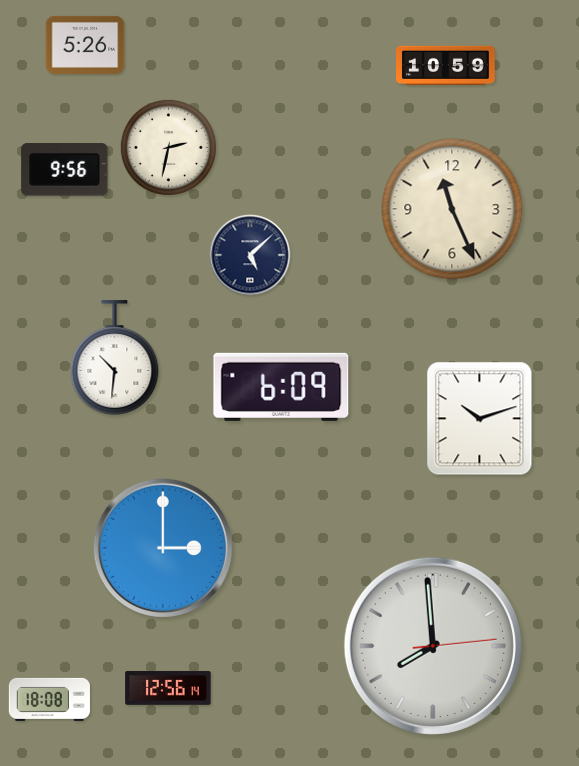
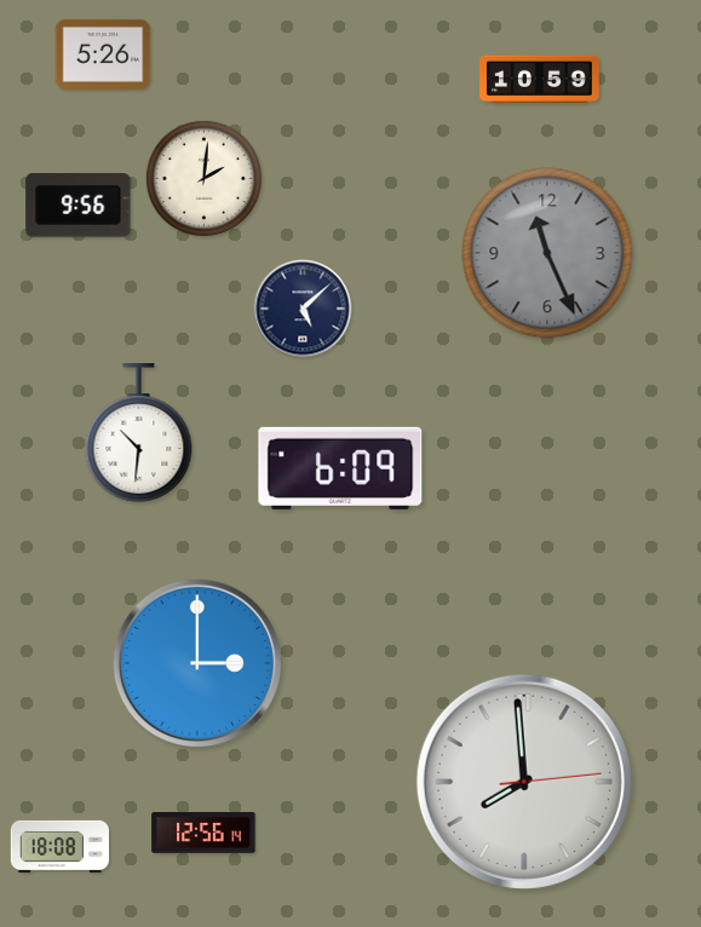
clock at (168, 147): 2:32 -> 2:01
clock at (452, 209) dial: cream -> grey
clock at (480, 419): 10:12 -> none
